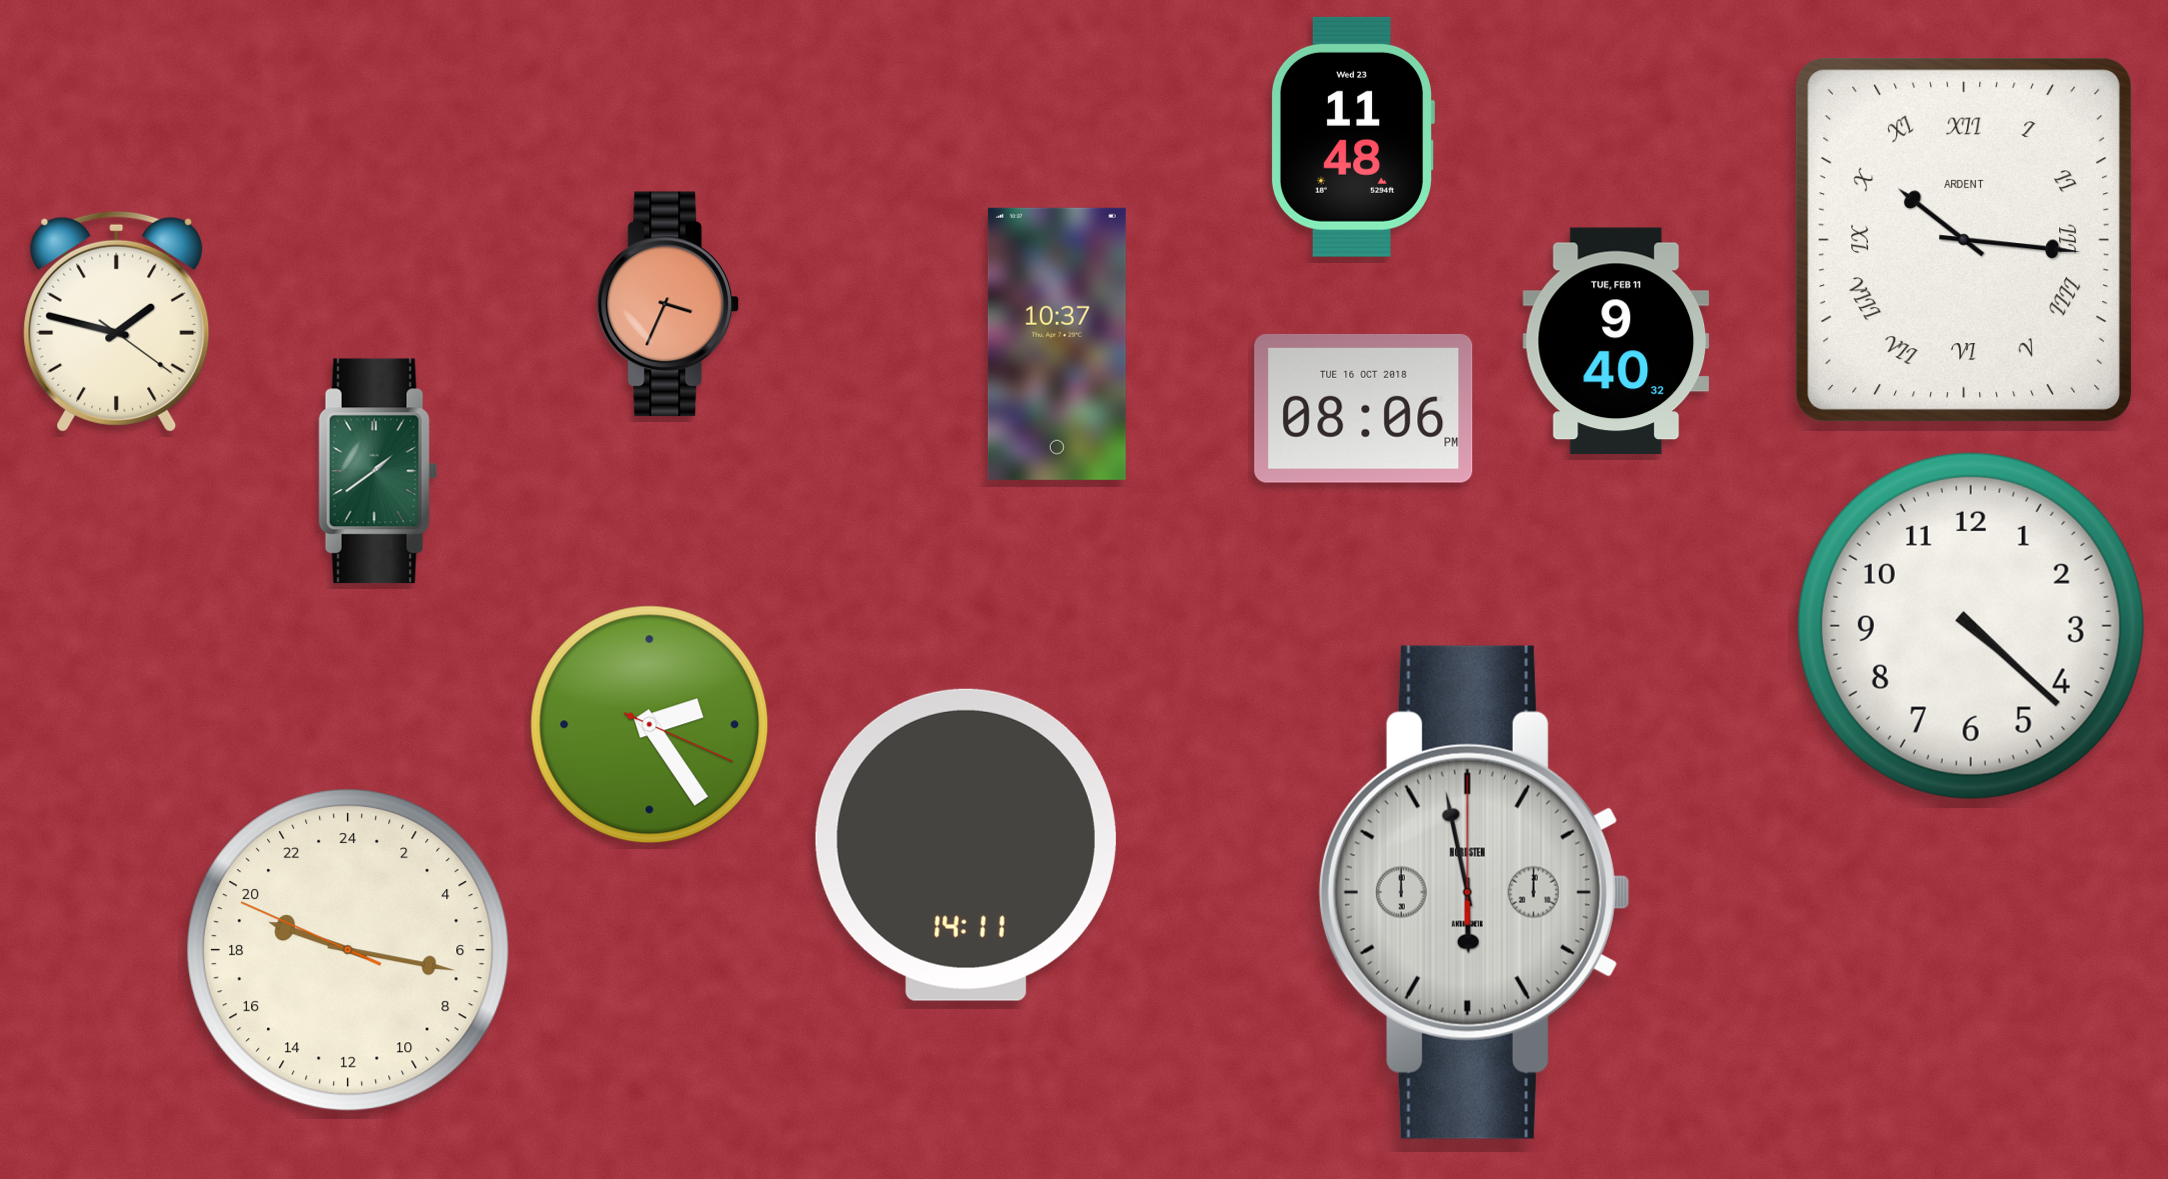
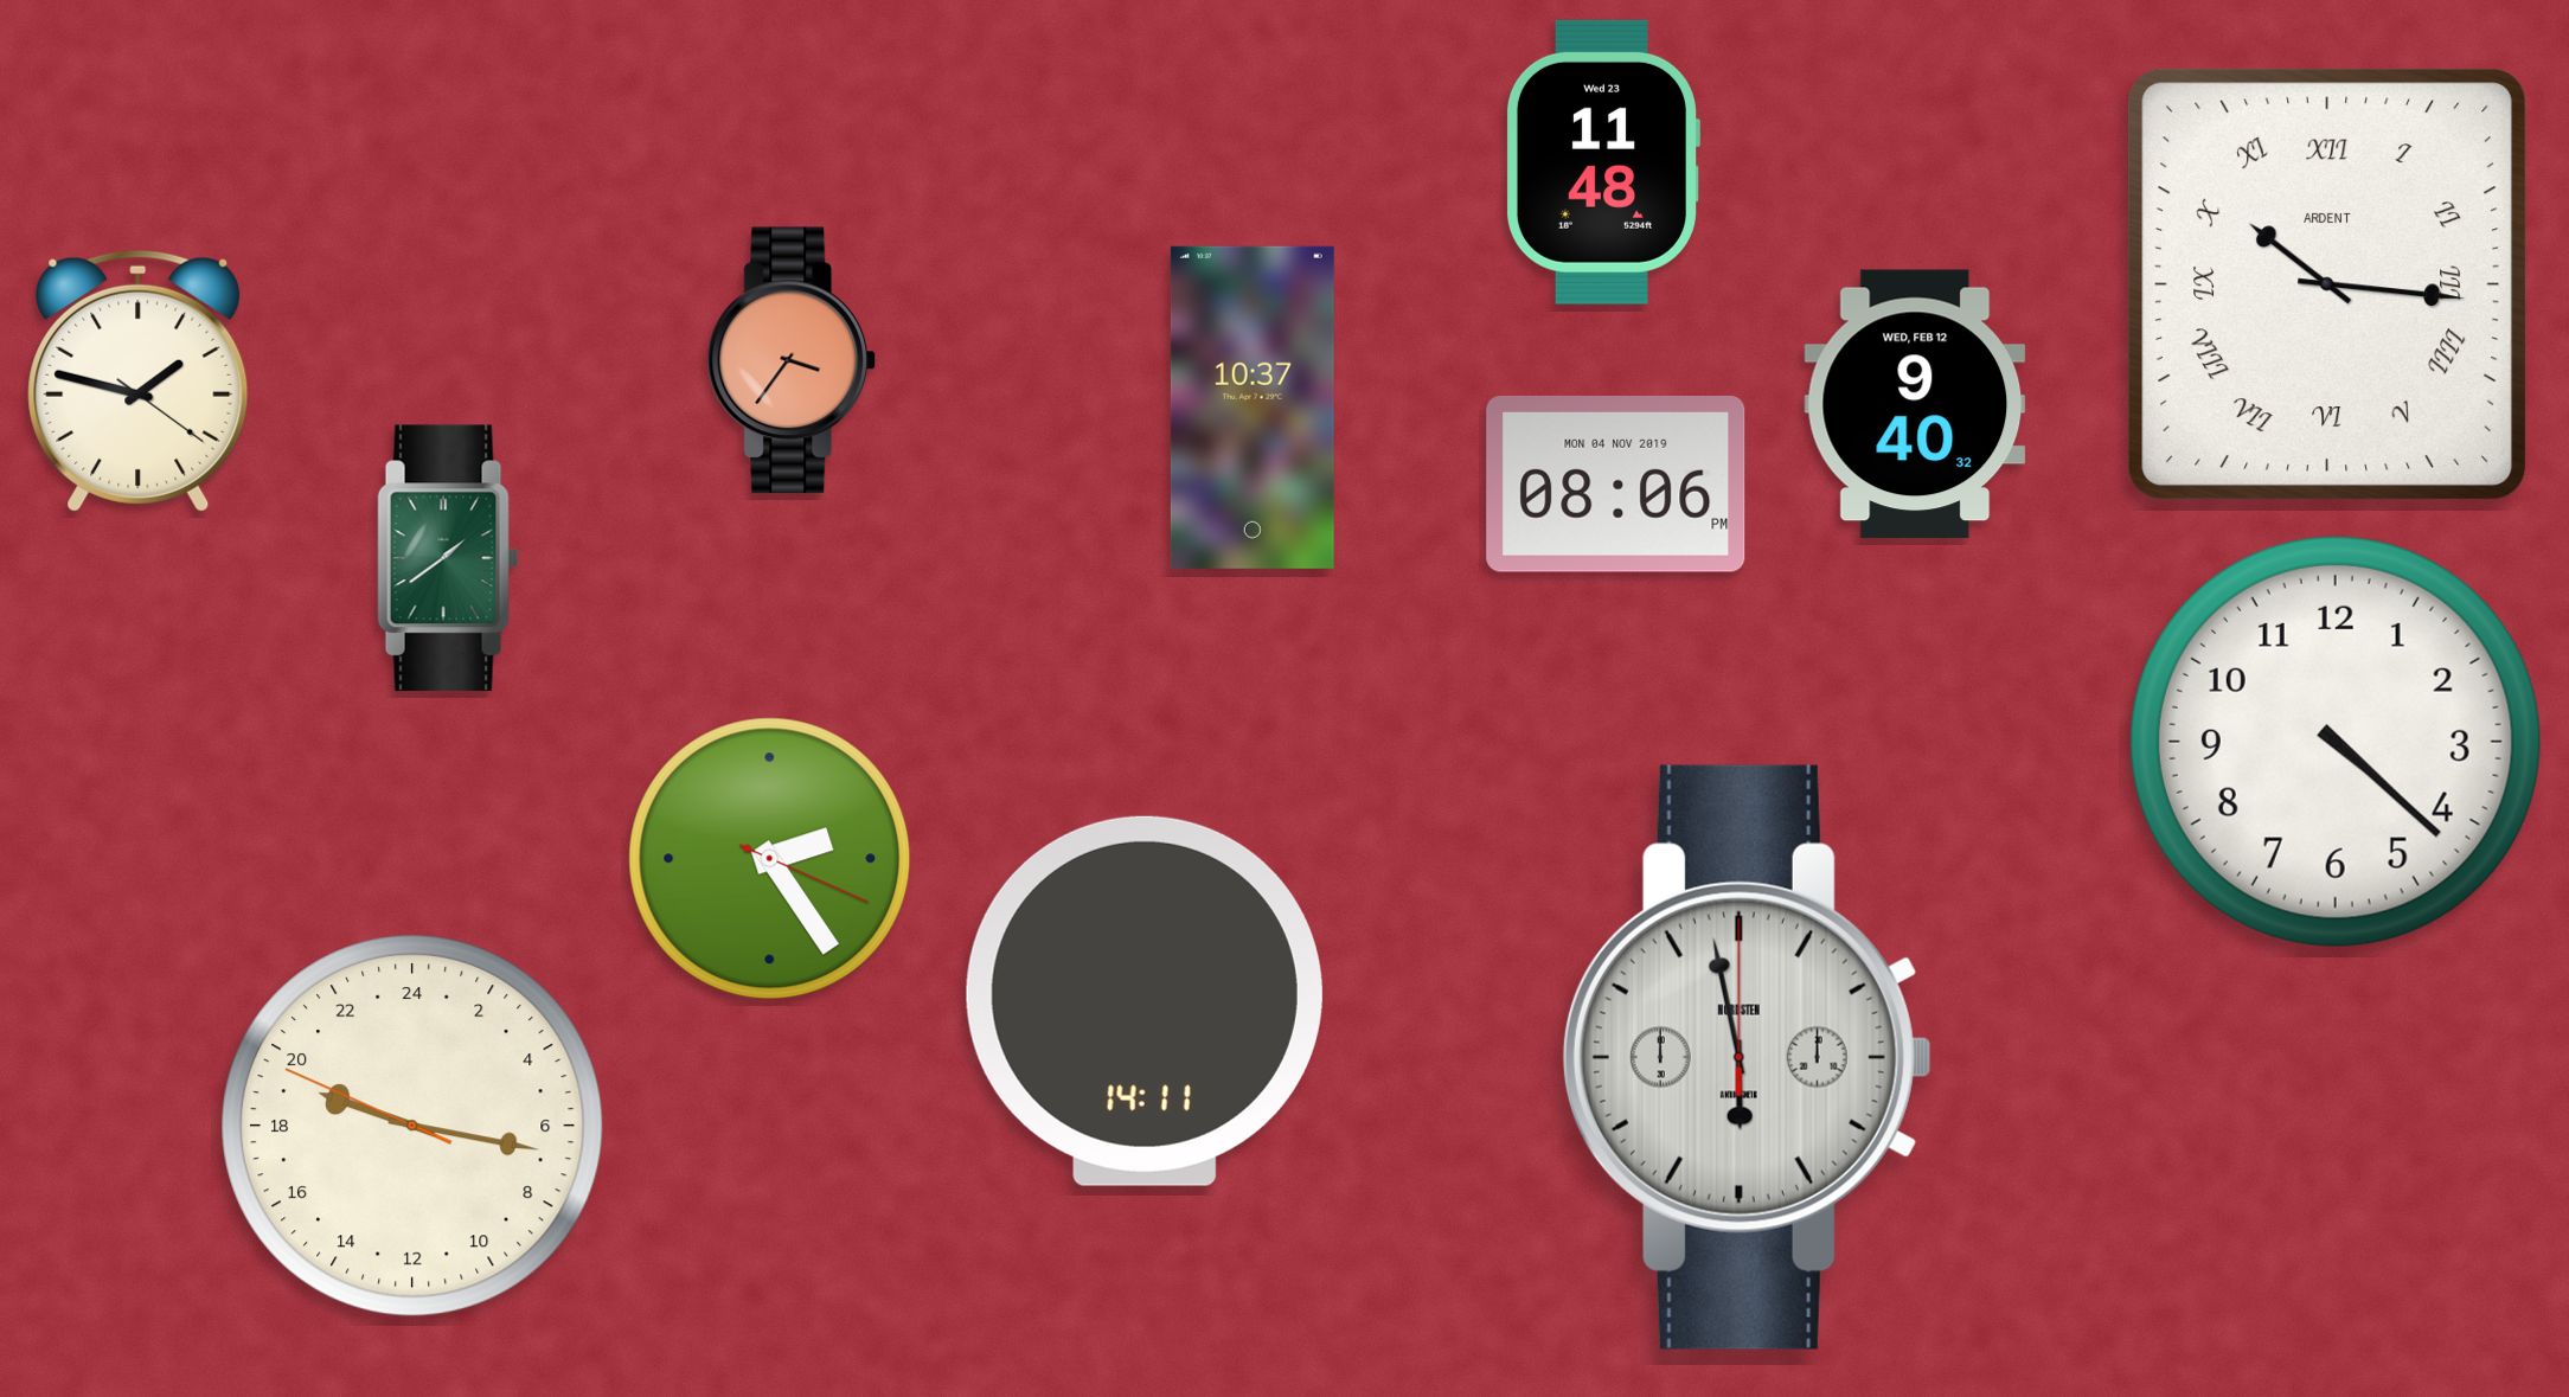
clock at (668, 304): 3:34 -> 3:36
clock at (1616, 341) date: TUE, FEB 11 -> WED, FEB 12
clock at (1364, 408) date: TUE 16 OCT 2018 -> MON 04 NOV 2019
